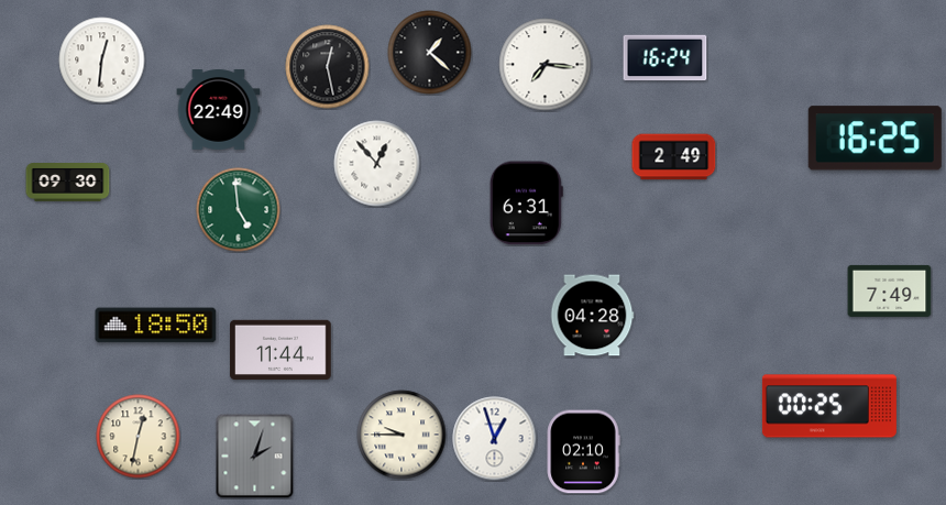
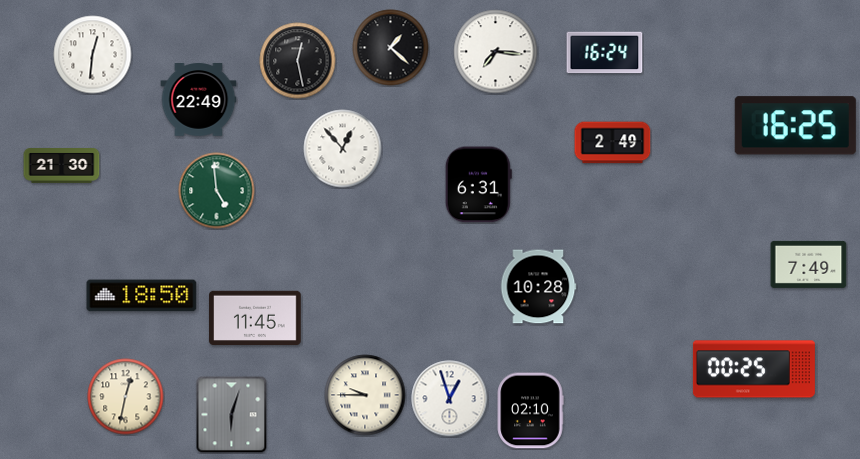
clock at (546, 65) position: (546, 65) -> (496, 52)
clock at (68, 183): 09:30 -> 21:30
clock at (592, 316): 04:28 -> 10:28
clock at (280, 350): 11:44 -> 11:45
clock at (255, 457): 2:03 -> 6:03
